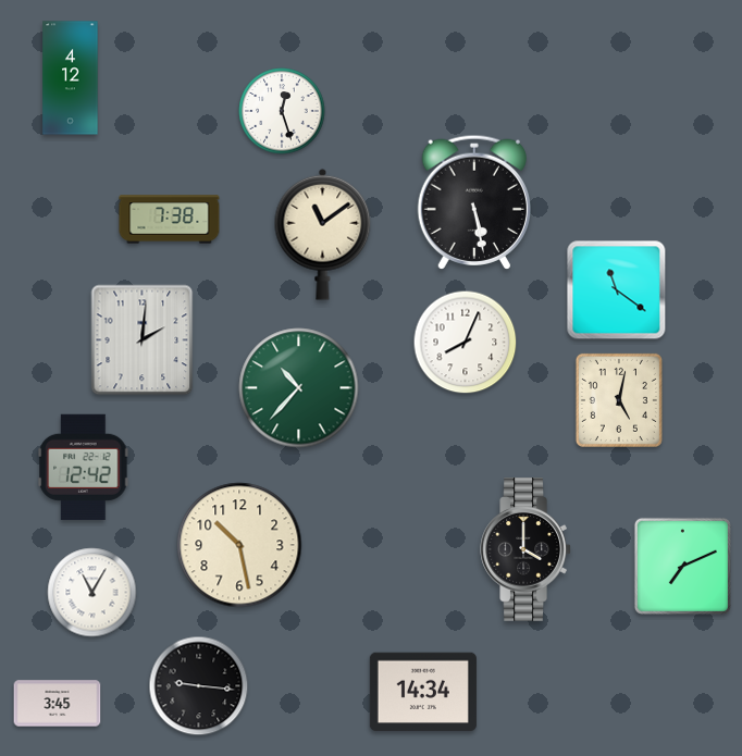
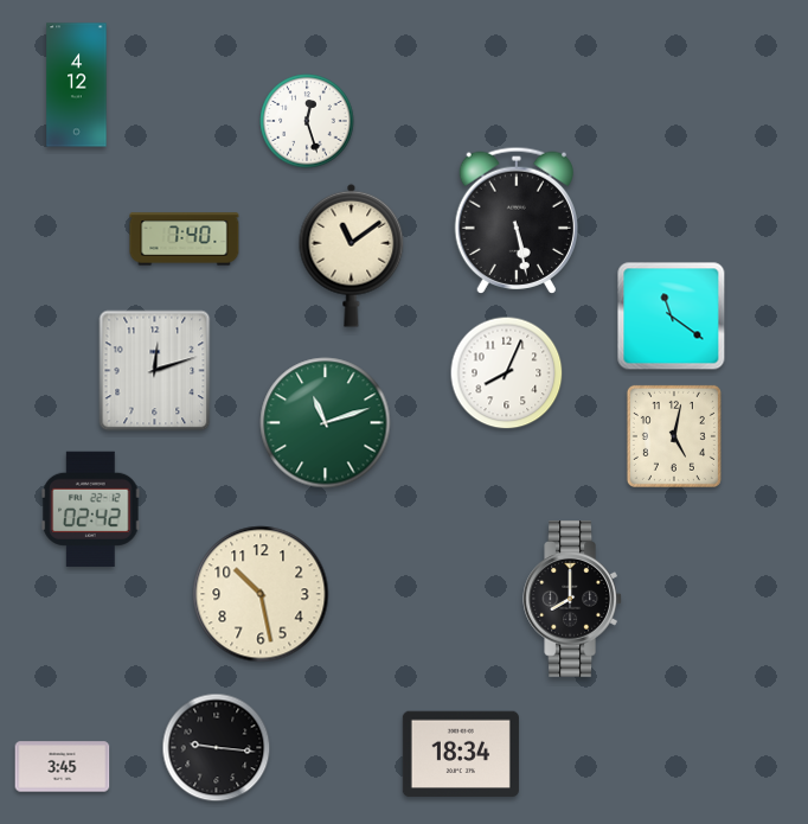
clock at (170, 220): 7:38 -> 7:40
clock at (143, 340): 2:01 -> 12:12
clock at (299, 388): 10:37 -> 11:12
clock at (84, 467): 12:42 -> 02:42
clock at (525, 549): 4:00 -> 8:00
clock at (682, 566): 7:11 -> none
clock at (92, 593): 11:05 -> none
clock at (423, 692): 14:34 -> 18:34
